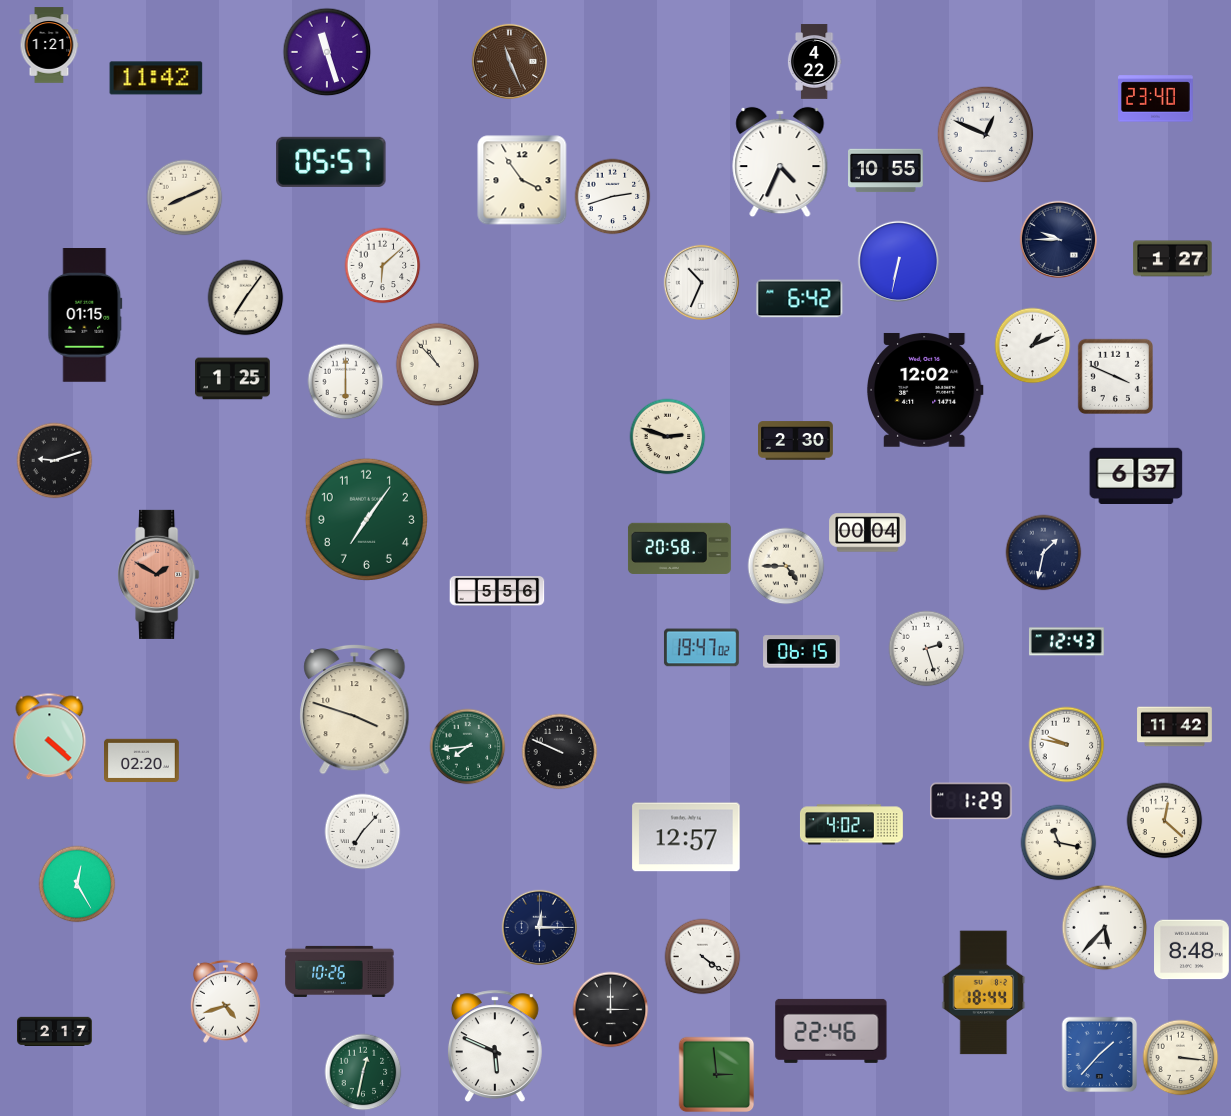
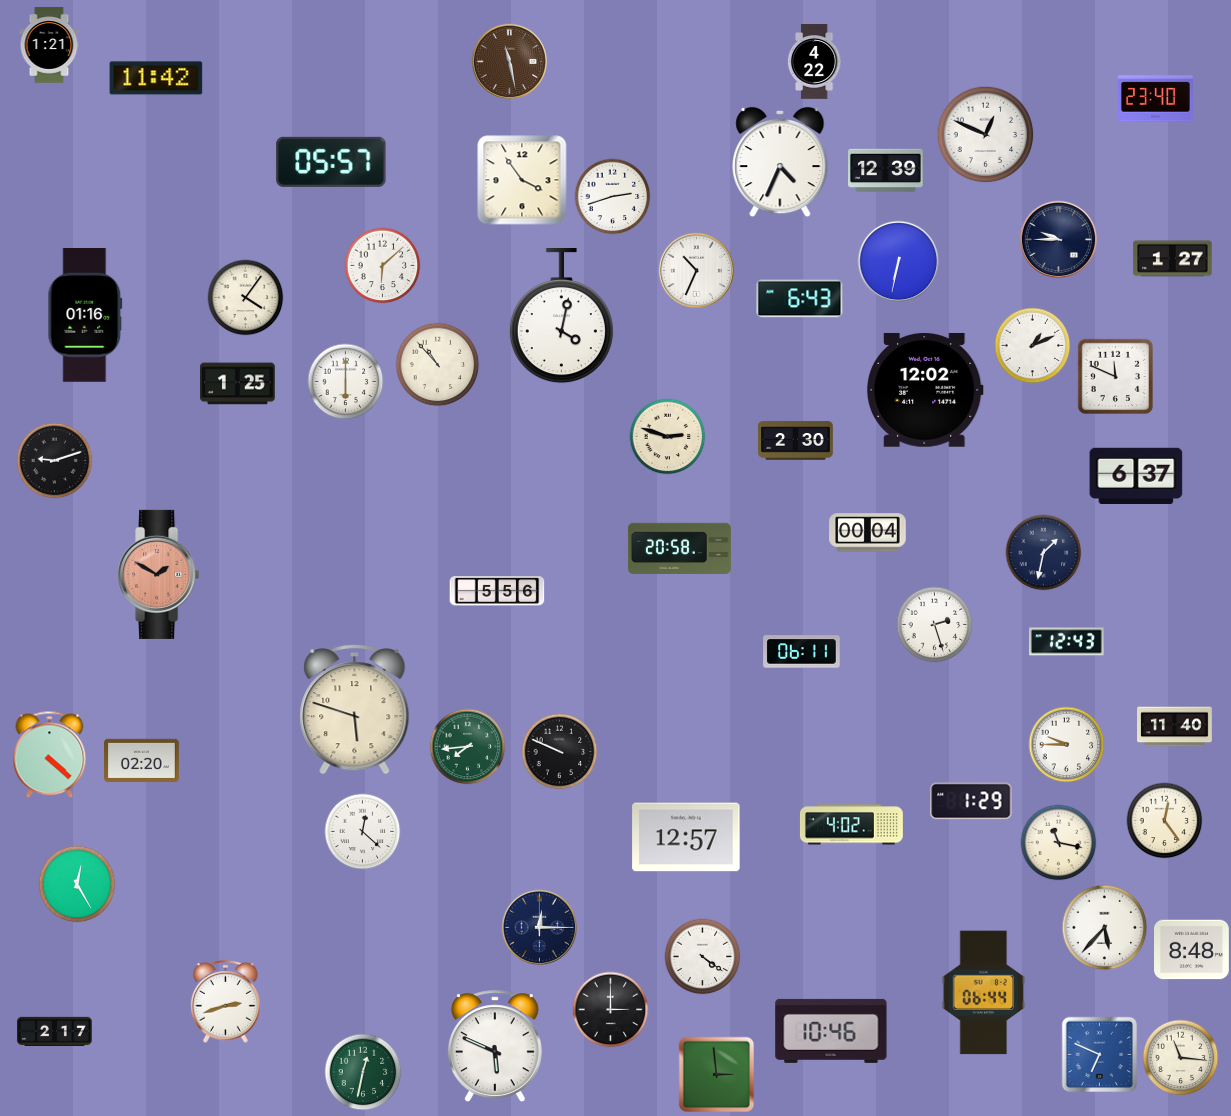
clock at (327, 52): 11:27 -> none
clock at (509, 61): 11:26 -> 11:28
clock at (886, 171): 10:55 -> 12:39
clock at (185, 198): 8:11 -> none
clock at (701, 282) position: (701, 282) -> (696, 270)
clock at (246, 298): 7:06 -> 4:06
clock at (800, 299): 6:42 -> 6:43
clock at (85, 316): 01:15 -> 01:16
clock at (561, 317): none -> 4:02
clock at (1115, 376): 3:49 -> 11:49
clock at (233, 379) position: (233, 379) -> (238, 384)
clock at (366, 519): 7:06 -> none
clock at (786, 566): 4:45 -> none
clock at (701, 648): 19:47 -> none
clock at (927, 649) position: (927, 649) -> (935, 625)
clock at (802, 652): 06:15 -> 06:11
clock at (355, 709): 3:48 -> 5:48
clock at (1175, 727): 11:42 -> 11:40
clock at (50, 737) position: (50, 737) -> (50, 755)
clock at (1067, 745): 9:47 -> 9:45
clock at (1165, 821): 12:22 -> 12:24
clock at (363, 832): 7:07 -> 12:22
clock at (340, 971): 10:26 -> none
clock at (984, 993): 18:44 -> 06:44
clock at (225, 1001): 4:42 -> 2:42
clock at (831, 1031): 22:46 -> 10:46
clock at (1100, 1055): 1:37 -> 6:49
clock at (1181, 1058): 3:16 -> 11:16
